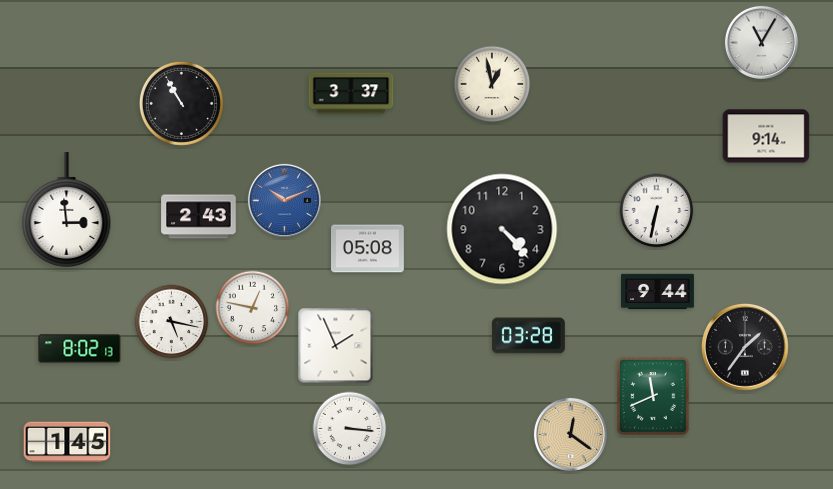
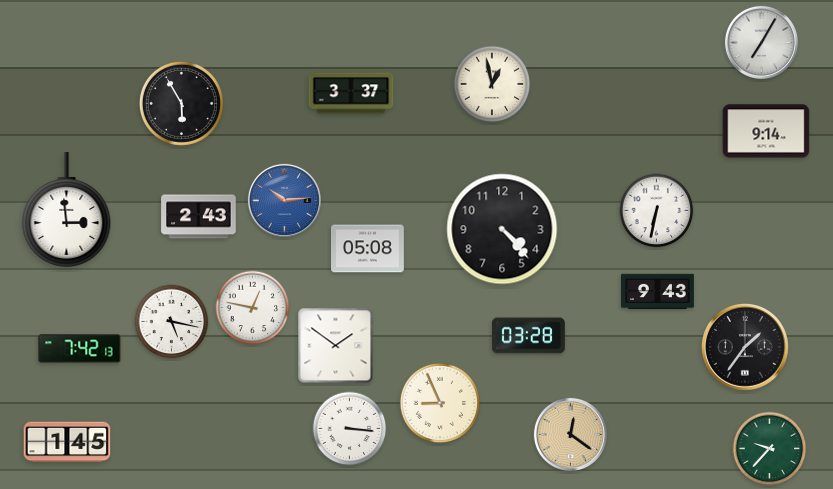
clock at (761, 42): 11:05 -> 7:05
clock at (181, 103): 10:55 -> 5:55
clock at (766, 136) position: (766, 136) -> (766, 131)
clock at (284, 200): 10:11 -> 10:14
clock at (658, 292): 9:44 -> 9:43
clock at (336, 346): 1:56 -> 1:51
clock at (80, 349): 8:02 -> 7:42
clock at (654, 397): 11:41 -> none
clock at (439, 402): none -> 8:56
clock at (770, 449): none -> 9:37
